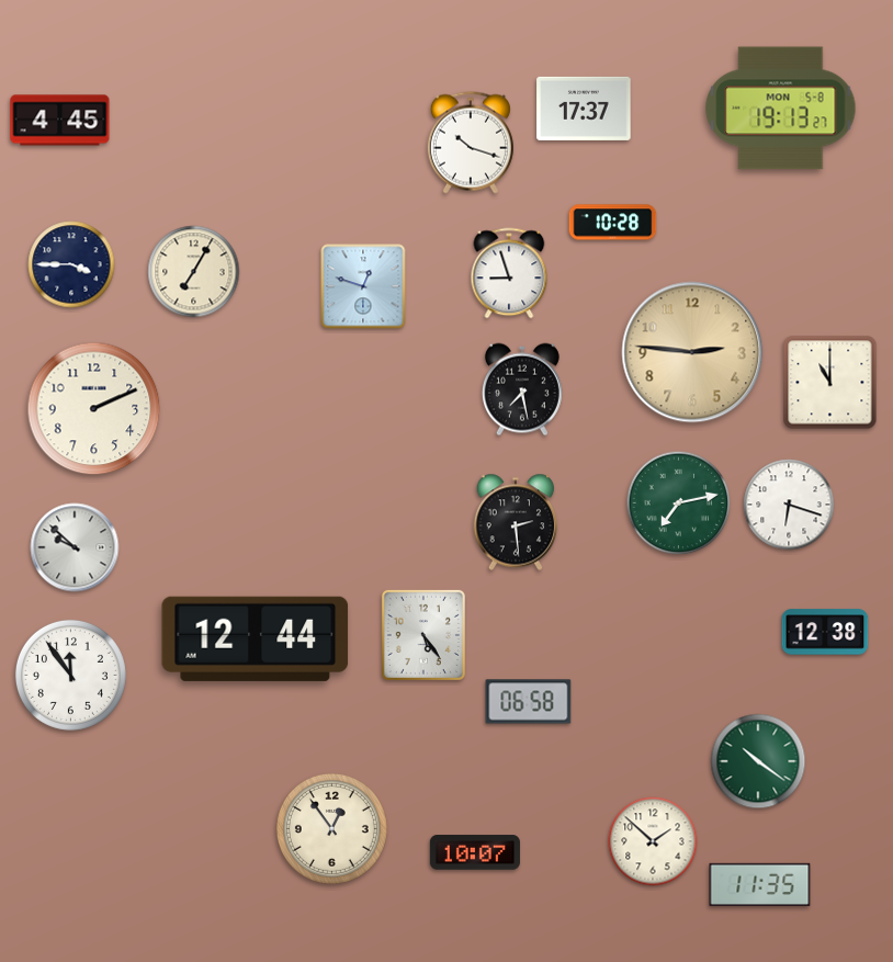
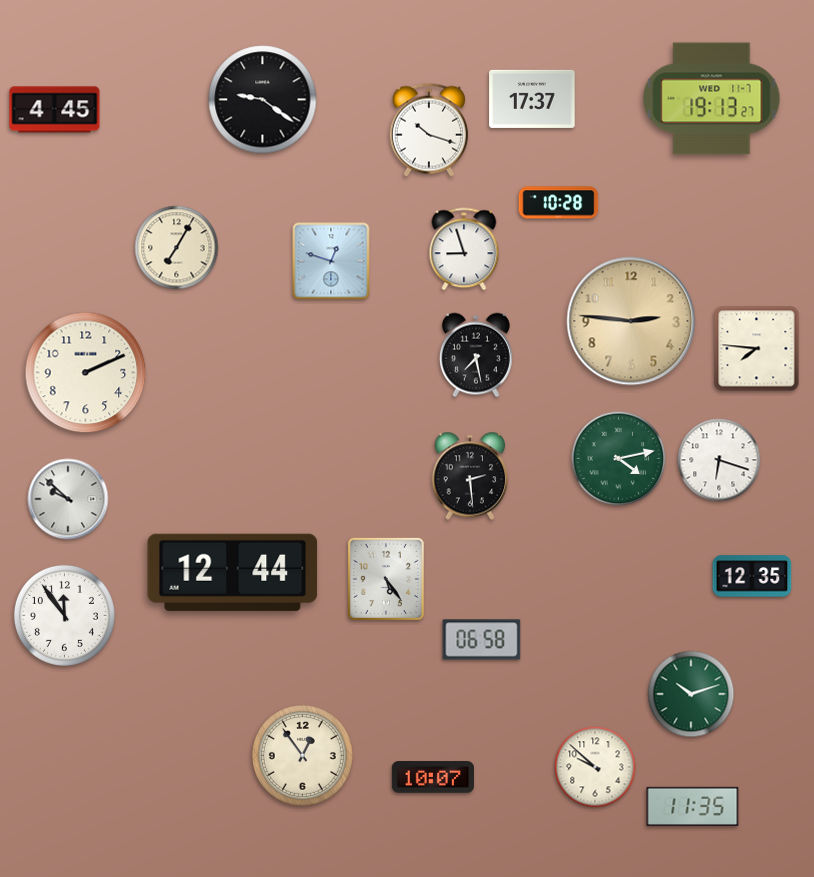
clock at (781, 109) date: MON 5-8 -> WED 11-7
clock at (263, 100): none -> 9:21
clock at (71, 264): 3:45 -> none
clock at (830, 383): 11:00 -> 7:46
clock at (679, 503): 7:13 -> 4:13
clock at (825, 632): 12:38 -> 12:35
clock at (256, 638) position: (256, 638) -> (233, 572)
clock at (758, 761): 10:21 -> 10:12
clock at (653, 841): 1:52 -> 9:52
